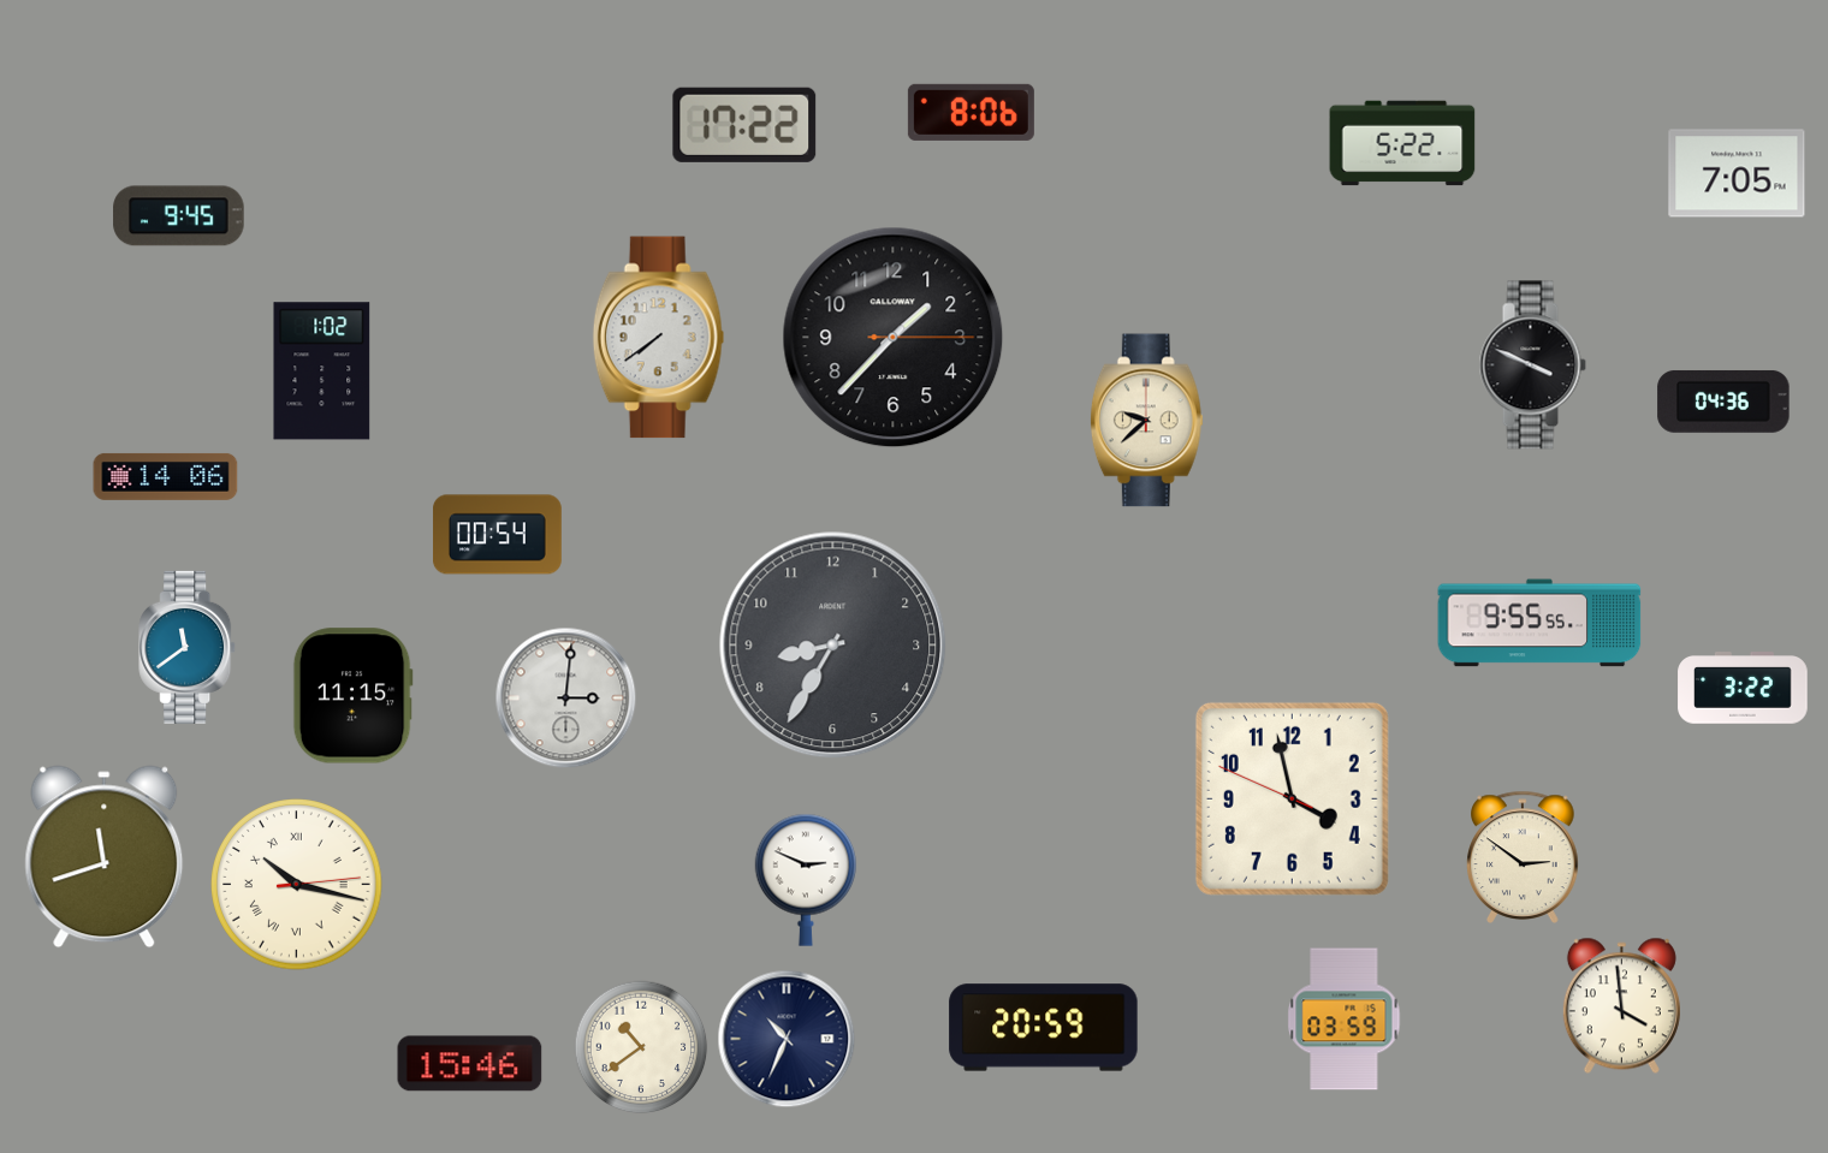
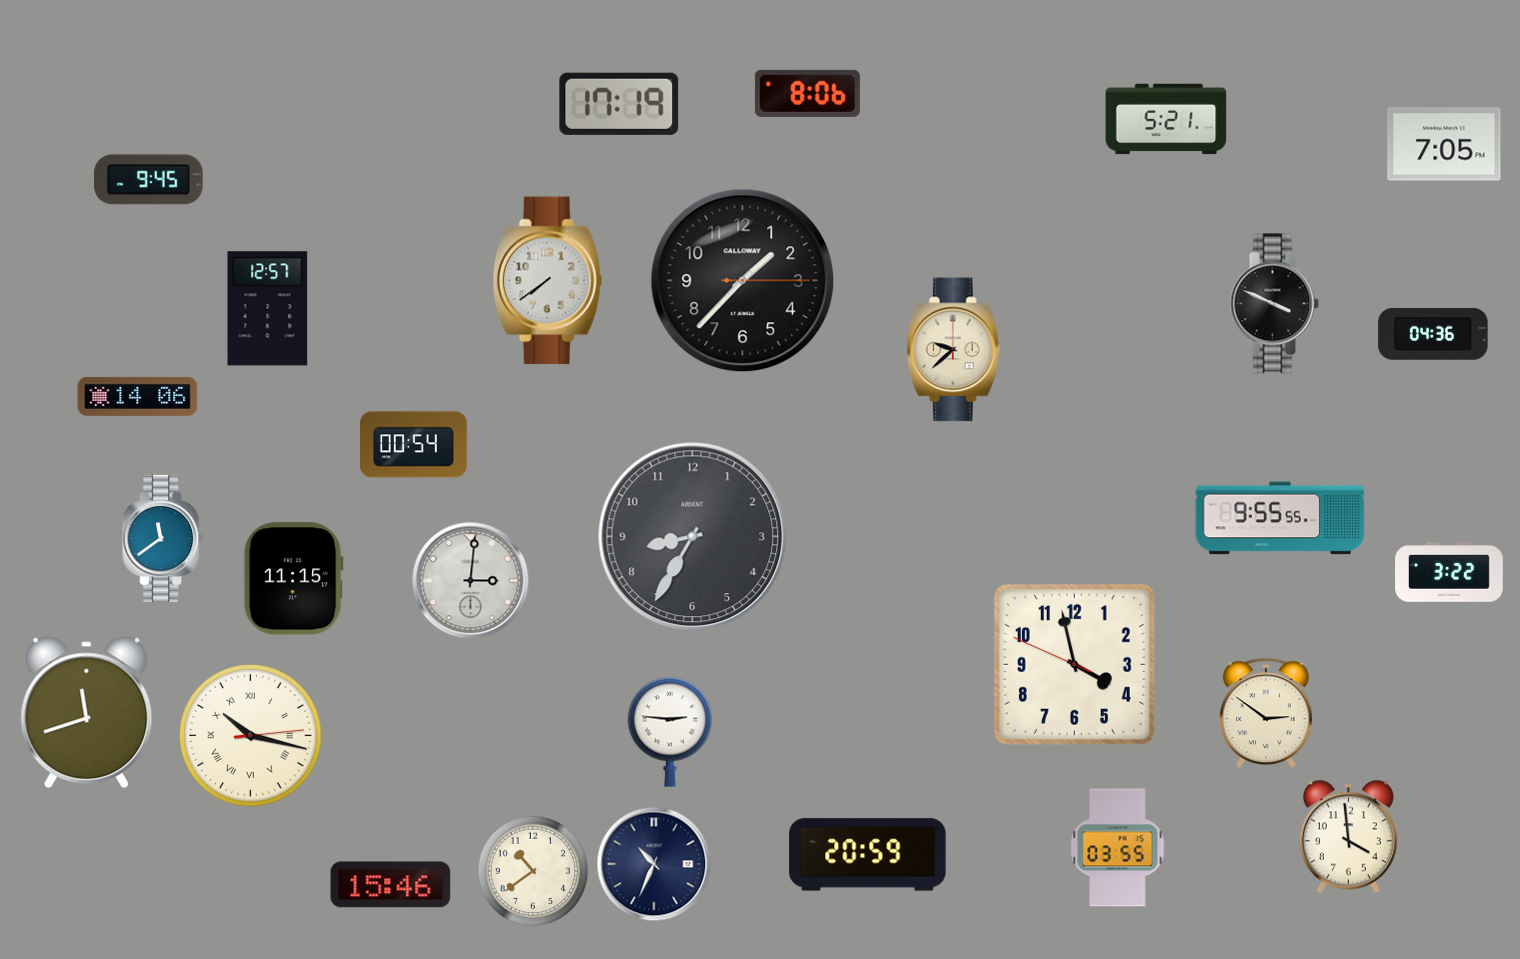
clock at (744, 125): 17:22 -> 17:19
clock at (1402, 143): 5:22 -> 5:21
clock at (322, 372): 1:02 -> 12:57
clock at (188, 647) position: (188, 647) -> (163, 538)
clock at (806, 880): 2:49 -> 2:46
clock at (297, 885) position: (297, 885) -> (251, 736)
clock at (1345, 1020): 03:59 -> 03:55
